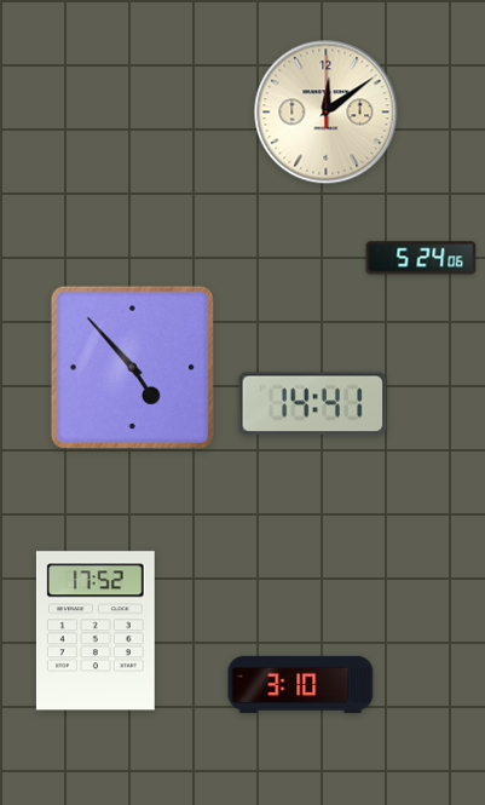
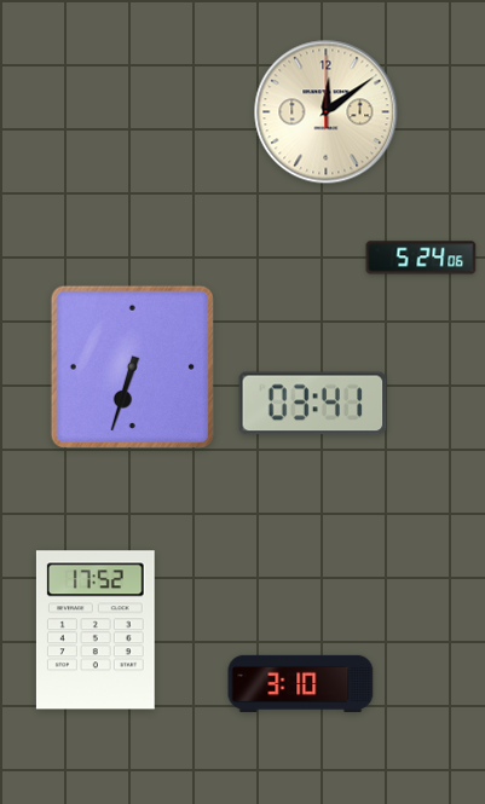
clock at (132, 367): 4:53 -> 6:33
clock at (313, 404): 14:41 -> 03:41
